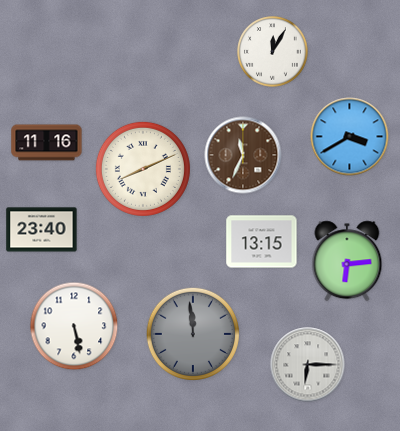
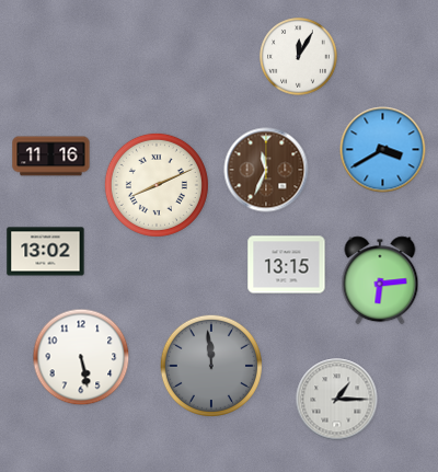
clock at (42, 230): 23:40 -> 13:02
clock at (347, 261) position: (347, 261) -> (380, 280)
clock at (308, 365): 6:15 -> 1:15
